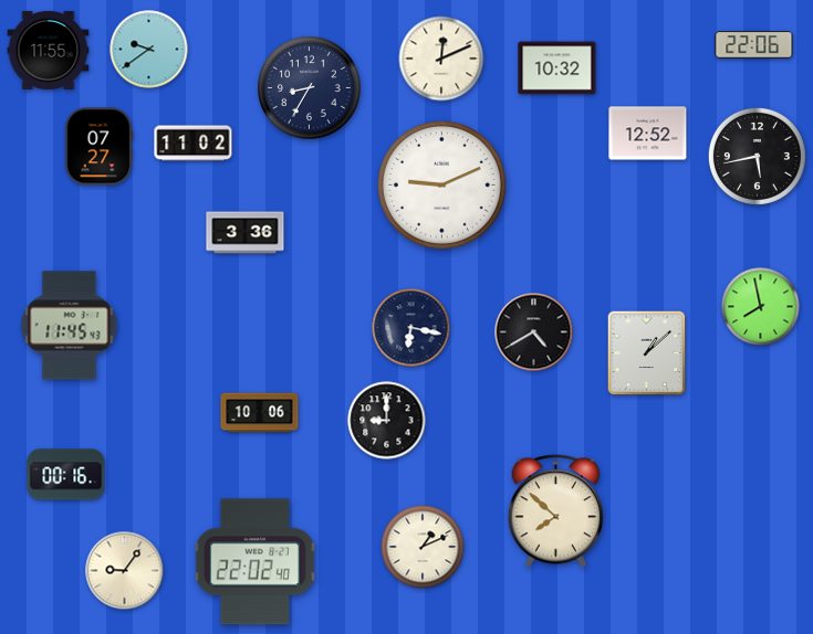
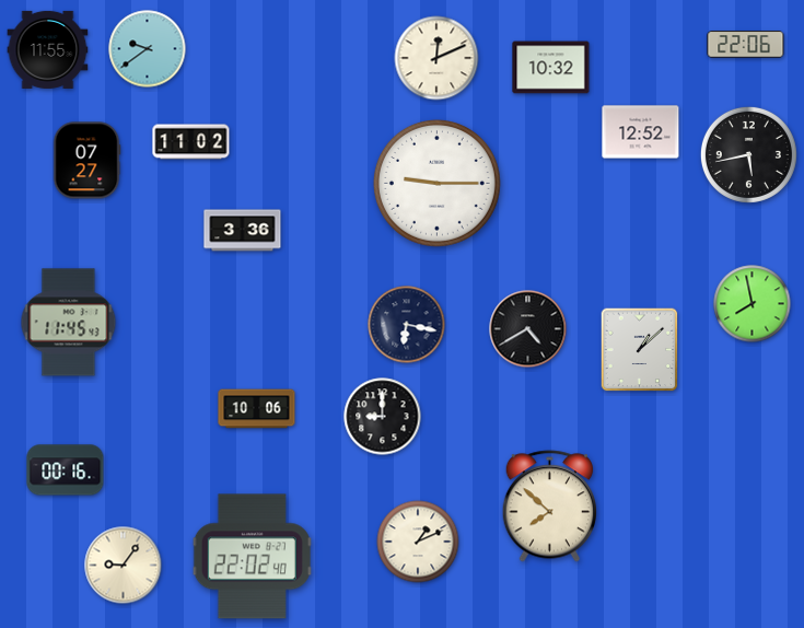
clock at (310, 88): 8:35 -> none
clock at (98, 147) position: (98, 147) -> (86, 161)
clock at (441, 184): 9:11 -> 9:15
